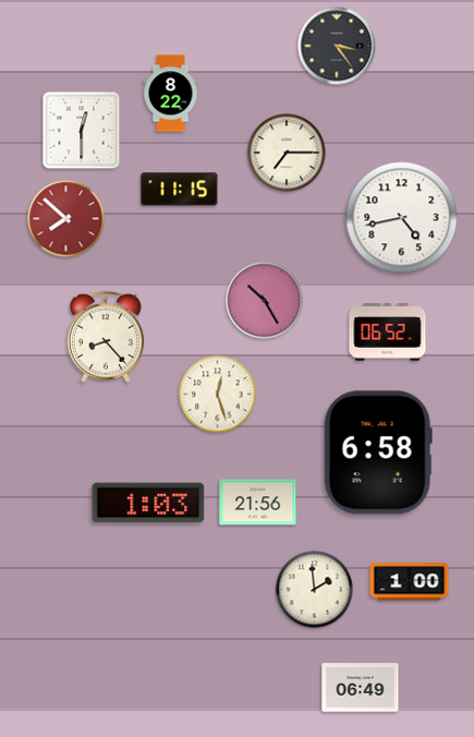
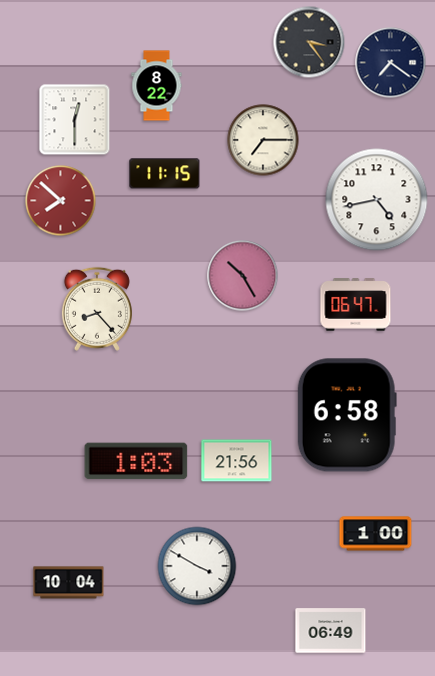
clock at (391, 63): none -> 7:21
clock at (402, 218) position: (402, 218) -> (377, 200)
clock at (388, 333): 06:52 -> 06:47
clock at (218, 395): 12:27 -> none
clock at (315, 590): 1:59 -> none
clock at (197, 566): none -> 3:50
clock at (69, 583): none -> 10:04
